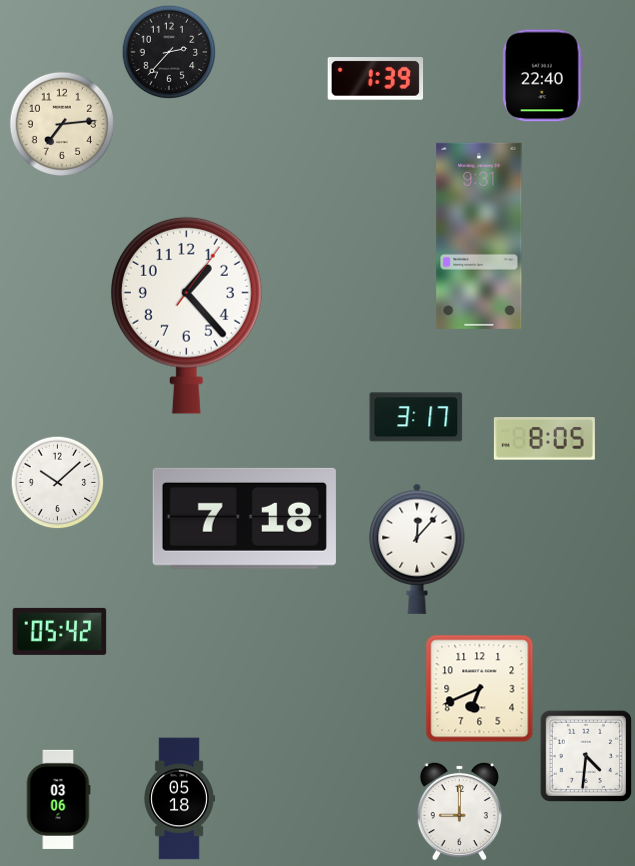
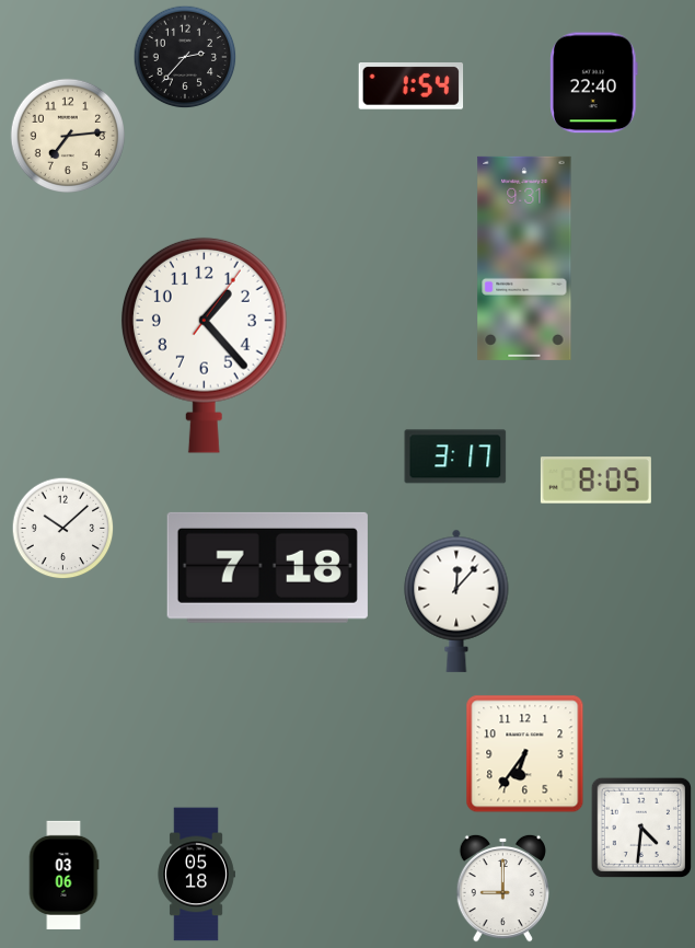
clock at (376, 79): 1:39 -> 1:54
clock at (60, 631): 05:42 -> none
clock at (480, 689): 6:41 -> 6:36
